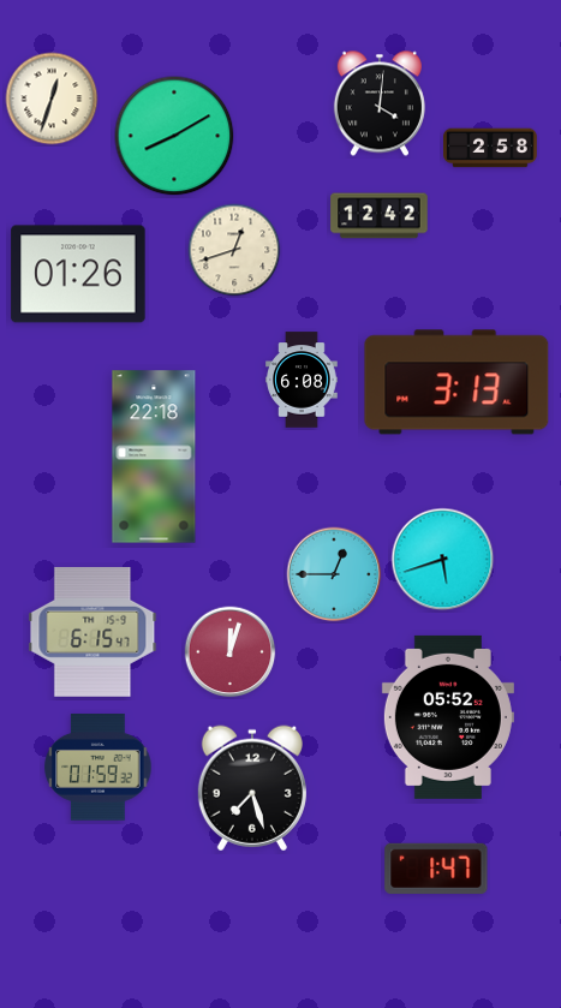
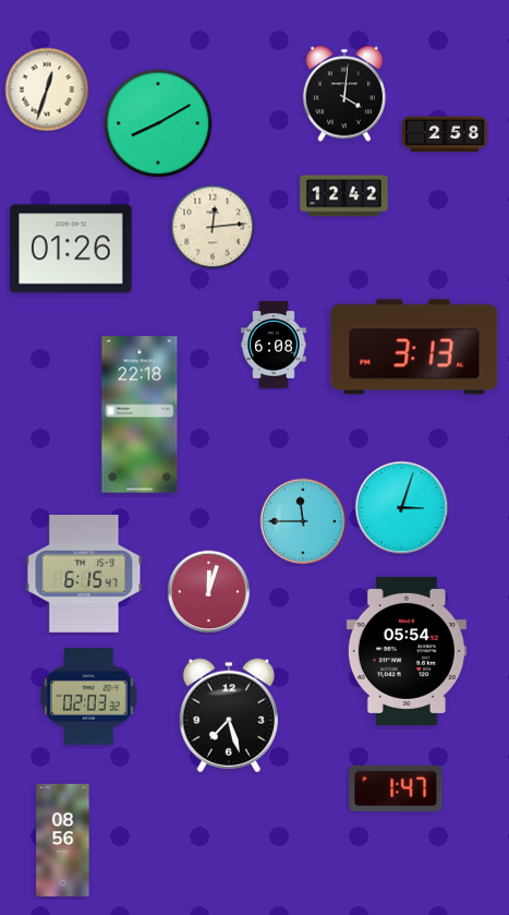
clock at (234, 250): 12:42 -> 12:14
clock at (443, 560): 5:42 -> 3:03
clock at (334, 574): 12:45 -> 11:45
clock at (448, 717): 05:52 -> 05:54
clock at (99, 768): 01:59 -> 02:03
clock at (63, 840): none -> 08:56
